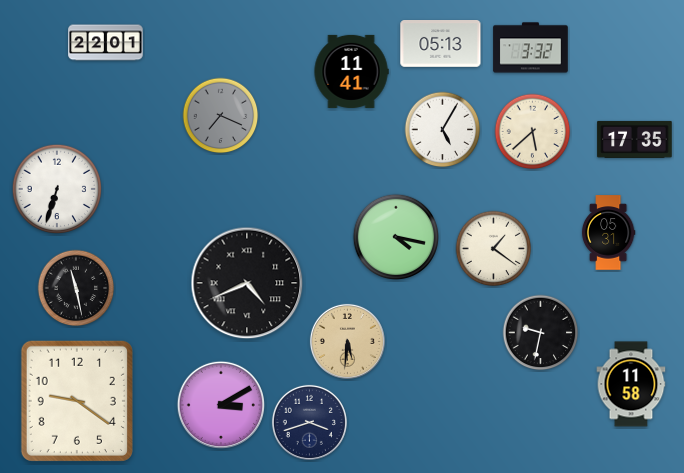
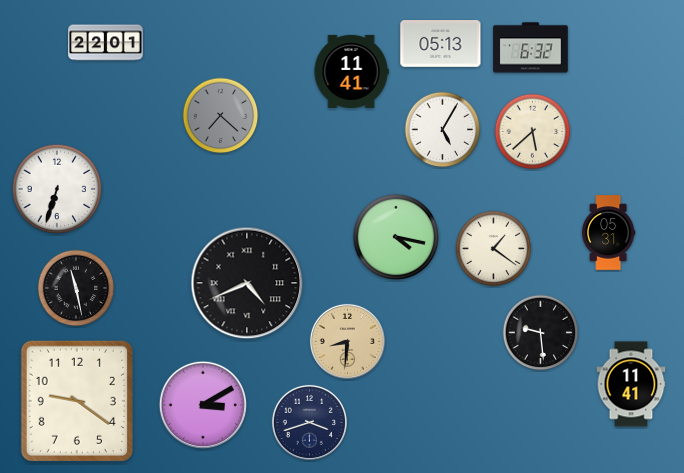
clock at (531, 48): 3:32 -> 6:32
clock at (221, 116): 7:19 -> 7:22
clock at (635, 139): 17:35 -> none
clock at (541, 333): 9:32 -> 9:29
clock at (347, 341): 5:31 -> 8:31
clock at (631, 384): 11:58 -> 11:41
clock at (220, 404) position: (220, 404) -> (202, 404)
